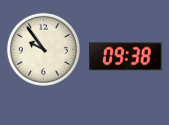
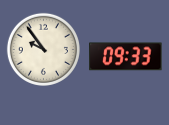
clock at (126, 57): 09:38 -> 09:33
